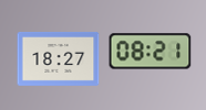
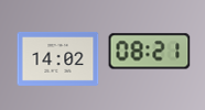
clock at (59, 58): 18:27 -> 14:02
